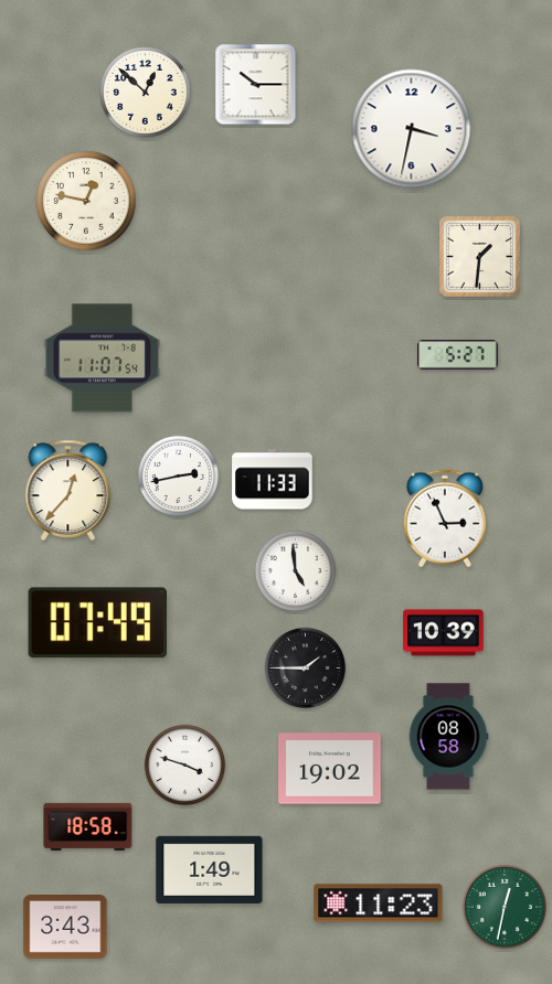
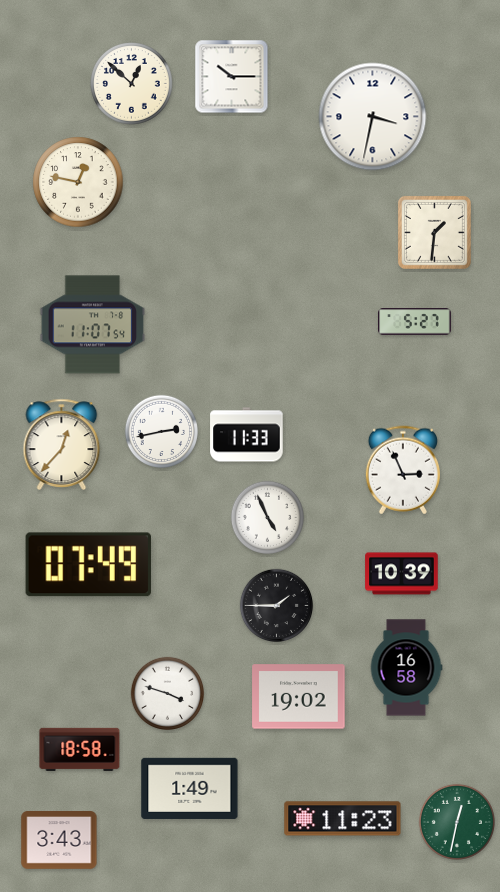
clock at (296, 571): 4:59 -> 4:56
clock at (448, 737): 08:58 -> 16:58
